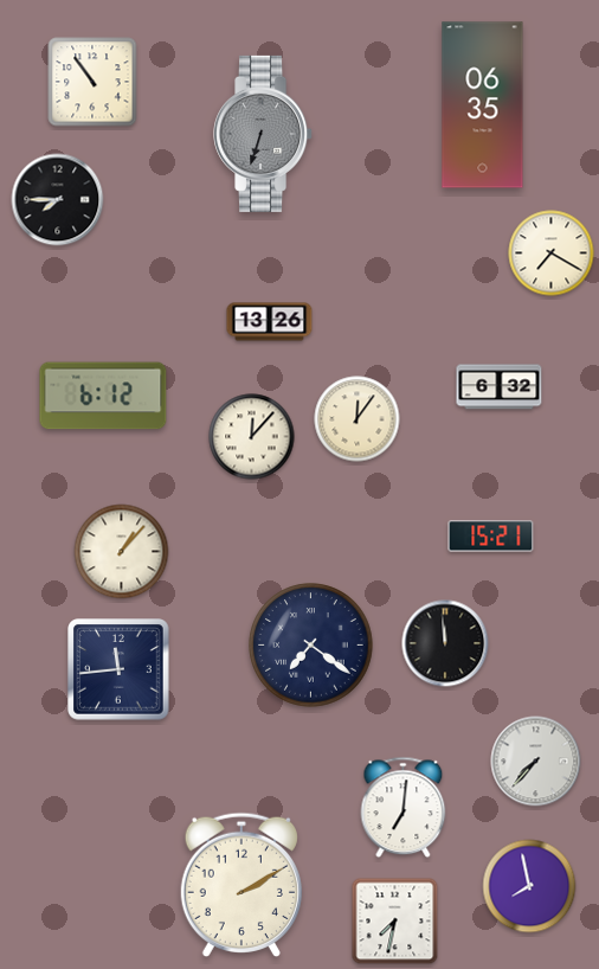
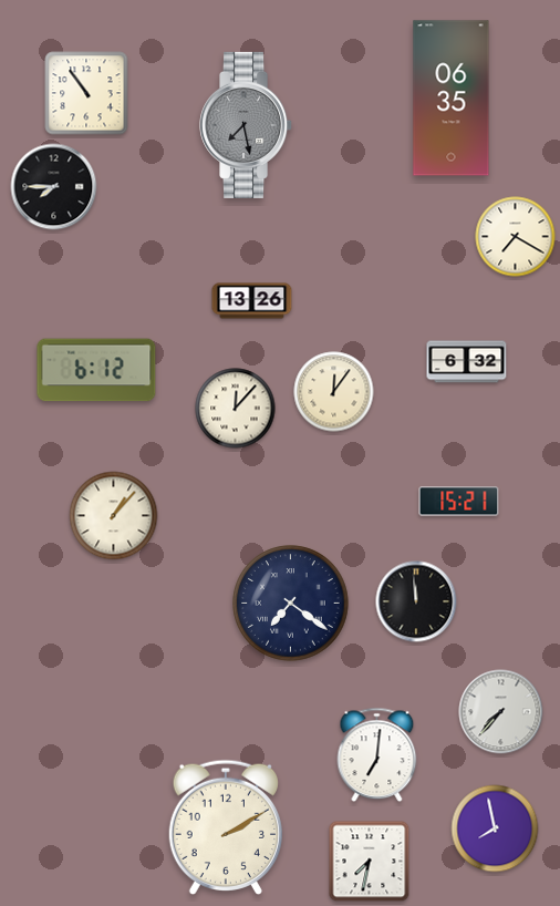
clock at (92, 82) position: (92, 82) -> (86, 93)
clock at (264, 134): 6:33 -> 7:28
clock at (118, 669): 11:44 -> none
